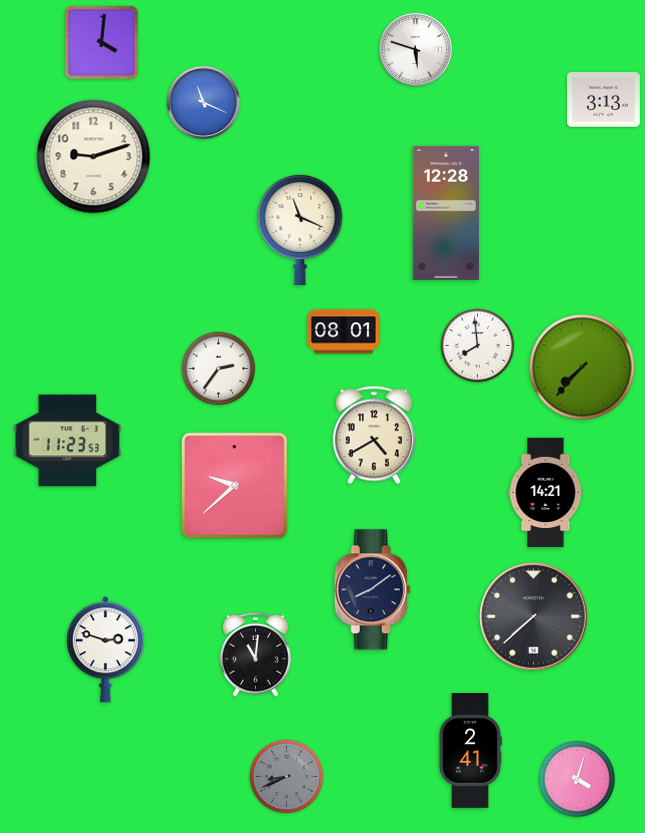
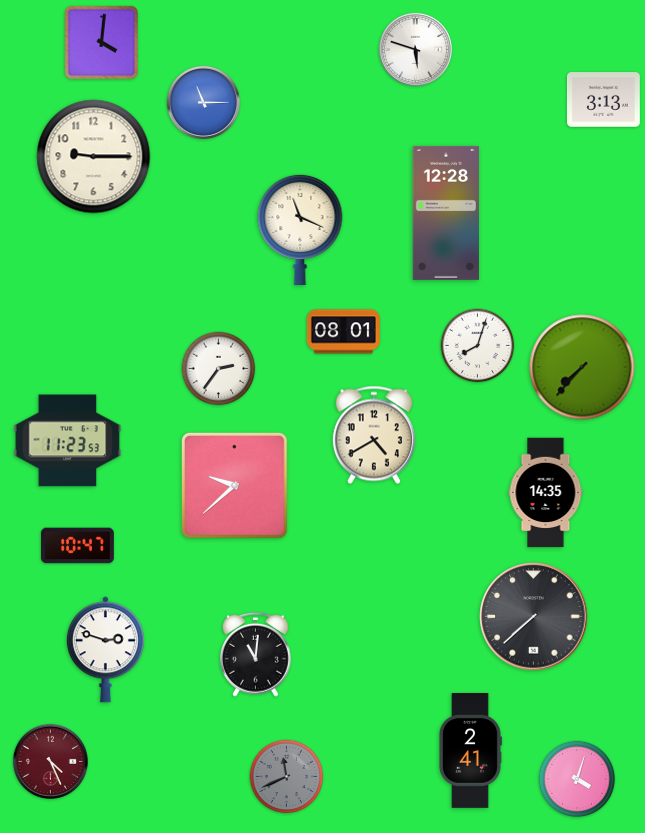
clock at (203, 102): 11:19 -> 11:15
clock at (94, 157): 9:12 -> 9:15
clock at (478, 346): 7:59 -> 8:03
clock at (546, 493): 14:21 -> 14:35
clock at (77, 546): none -> 10:47
clock at (372, 590): 8:09 -> none
clock at (50, 761): none -> 4:26
clock at (287, 777): 8:41 -> 11:41
